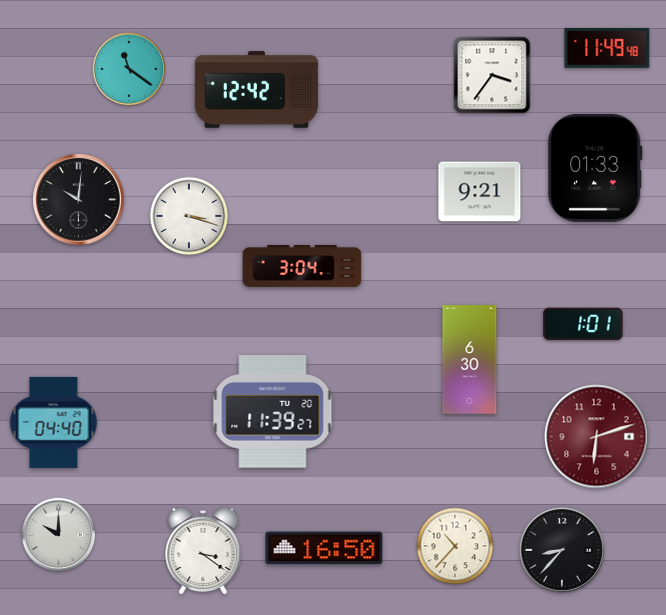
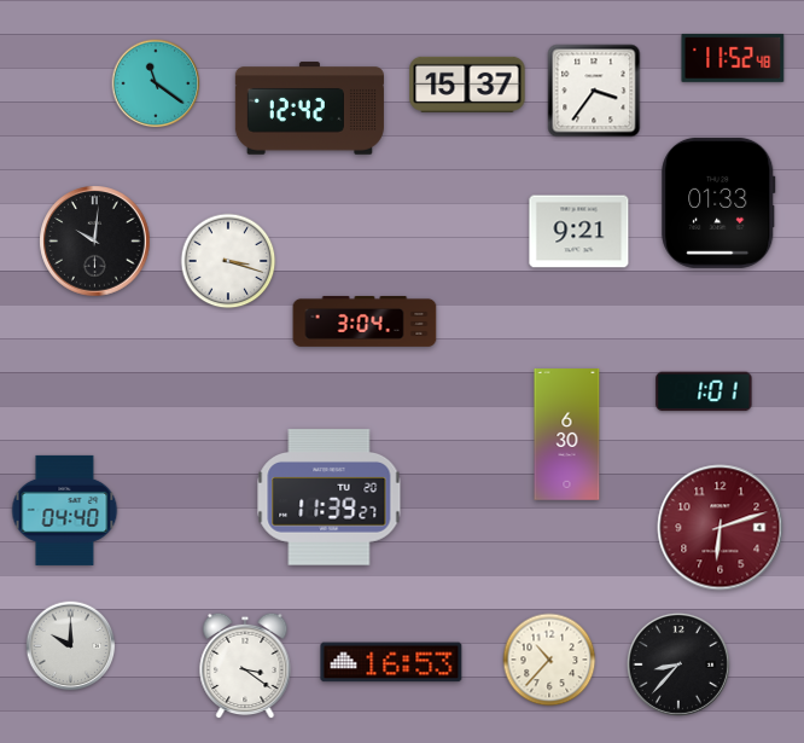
clock at (607, 48): 11:49 -> 11:52
clock at (467, 85): none -> 15:37
clock at (324, 548): 16:50 -> 16:53
